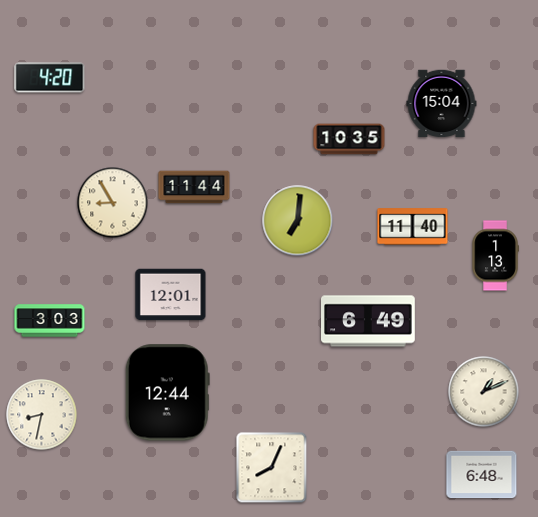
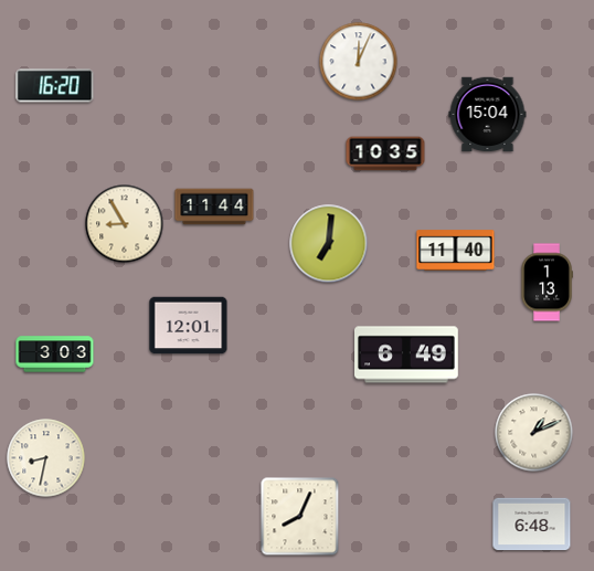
clock at (359, 62): none -> 12:04
clock at (50, 78): 4:20 -> 16:20
clock at (167, 393): 12:44 -> none
